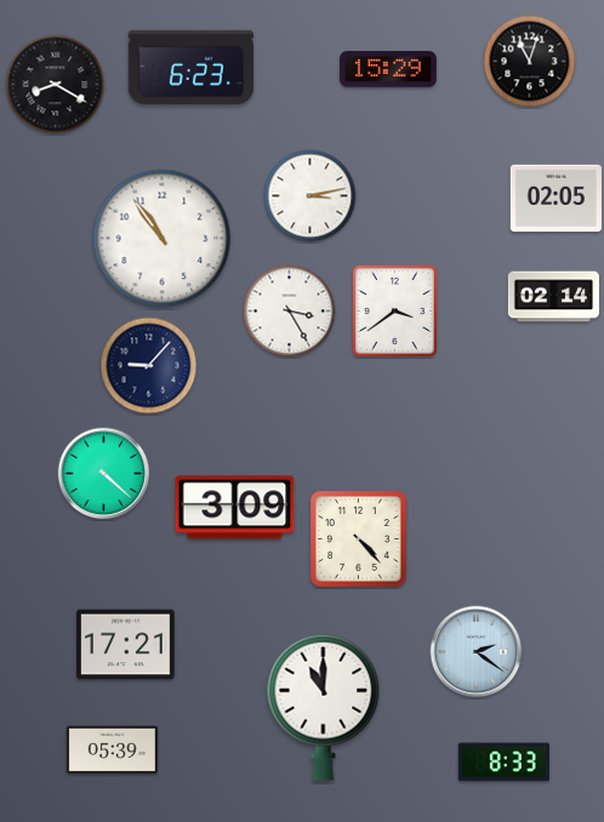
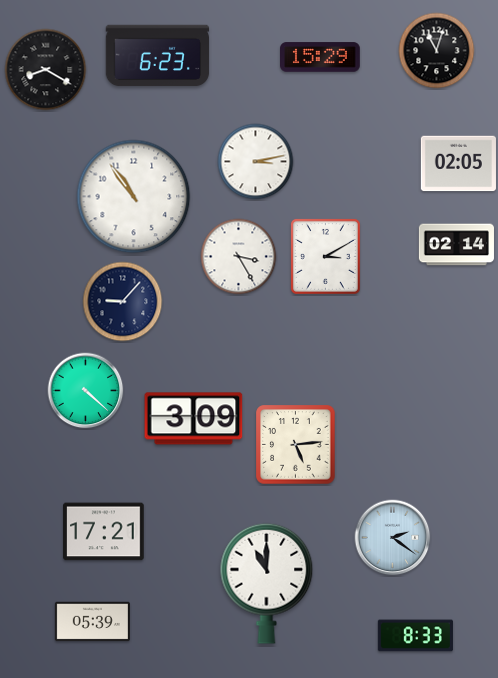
clock at (394, 310): 3:39 -> 3:10
clock at (359, 540): 4:23 -> 5:14
clock at (112, 750) position: (112, 750) -> (92, 622)
clock at (503, 763) position: (503, 763) -> (415, 636)
